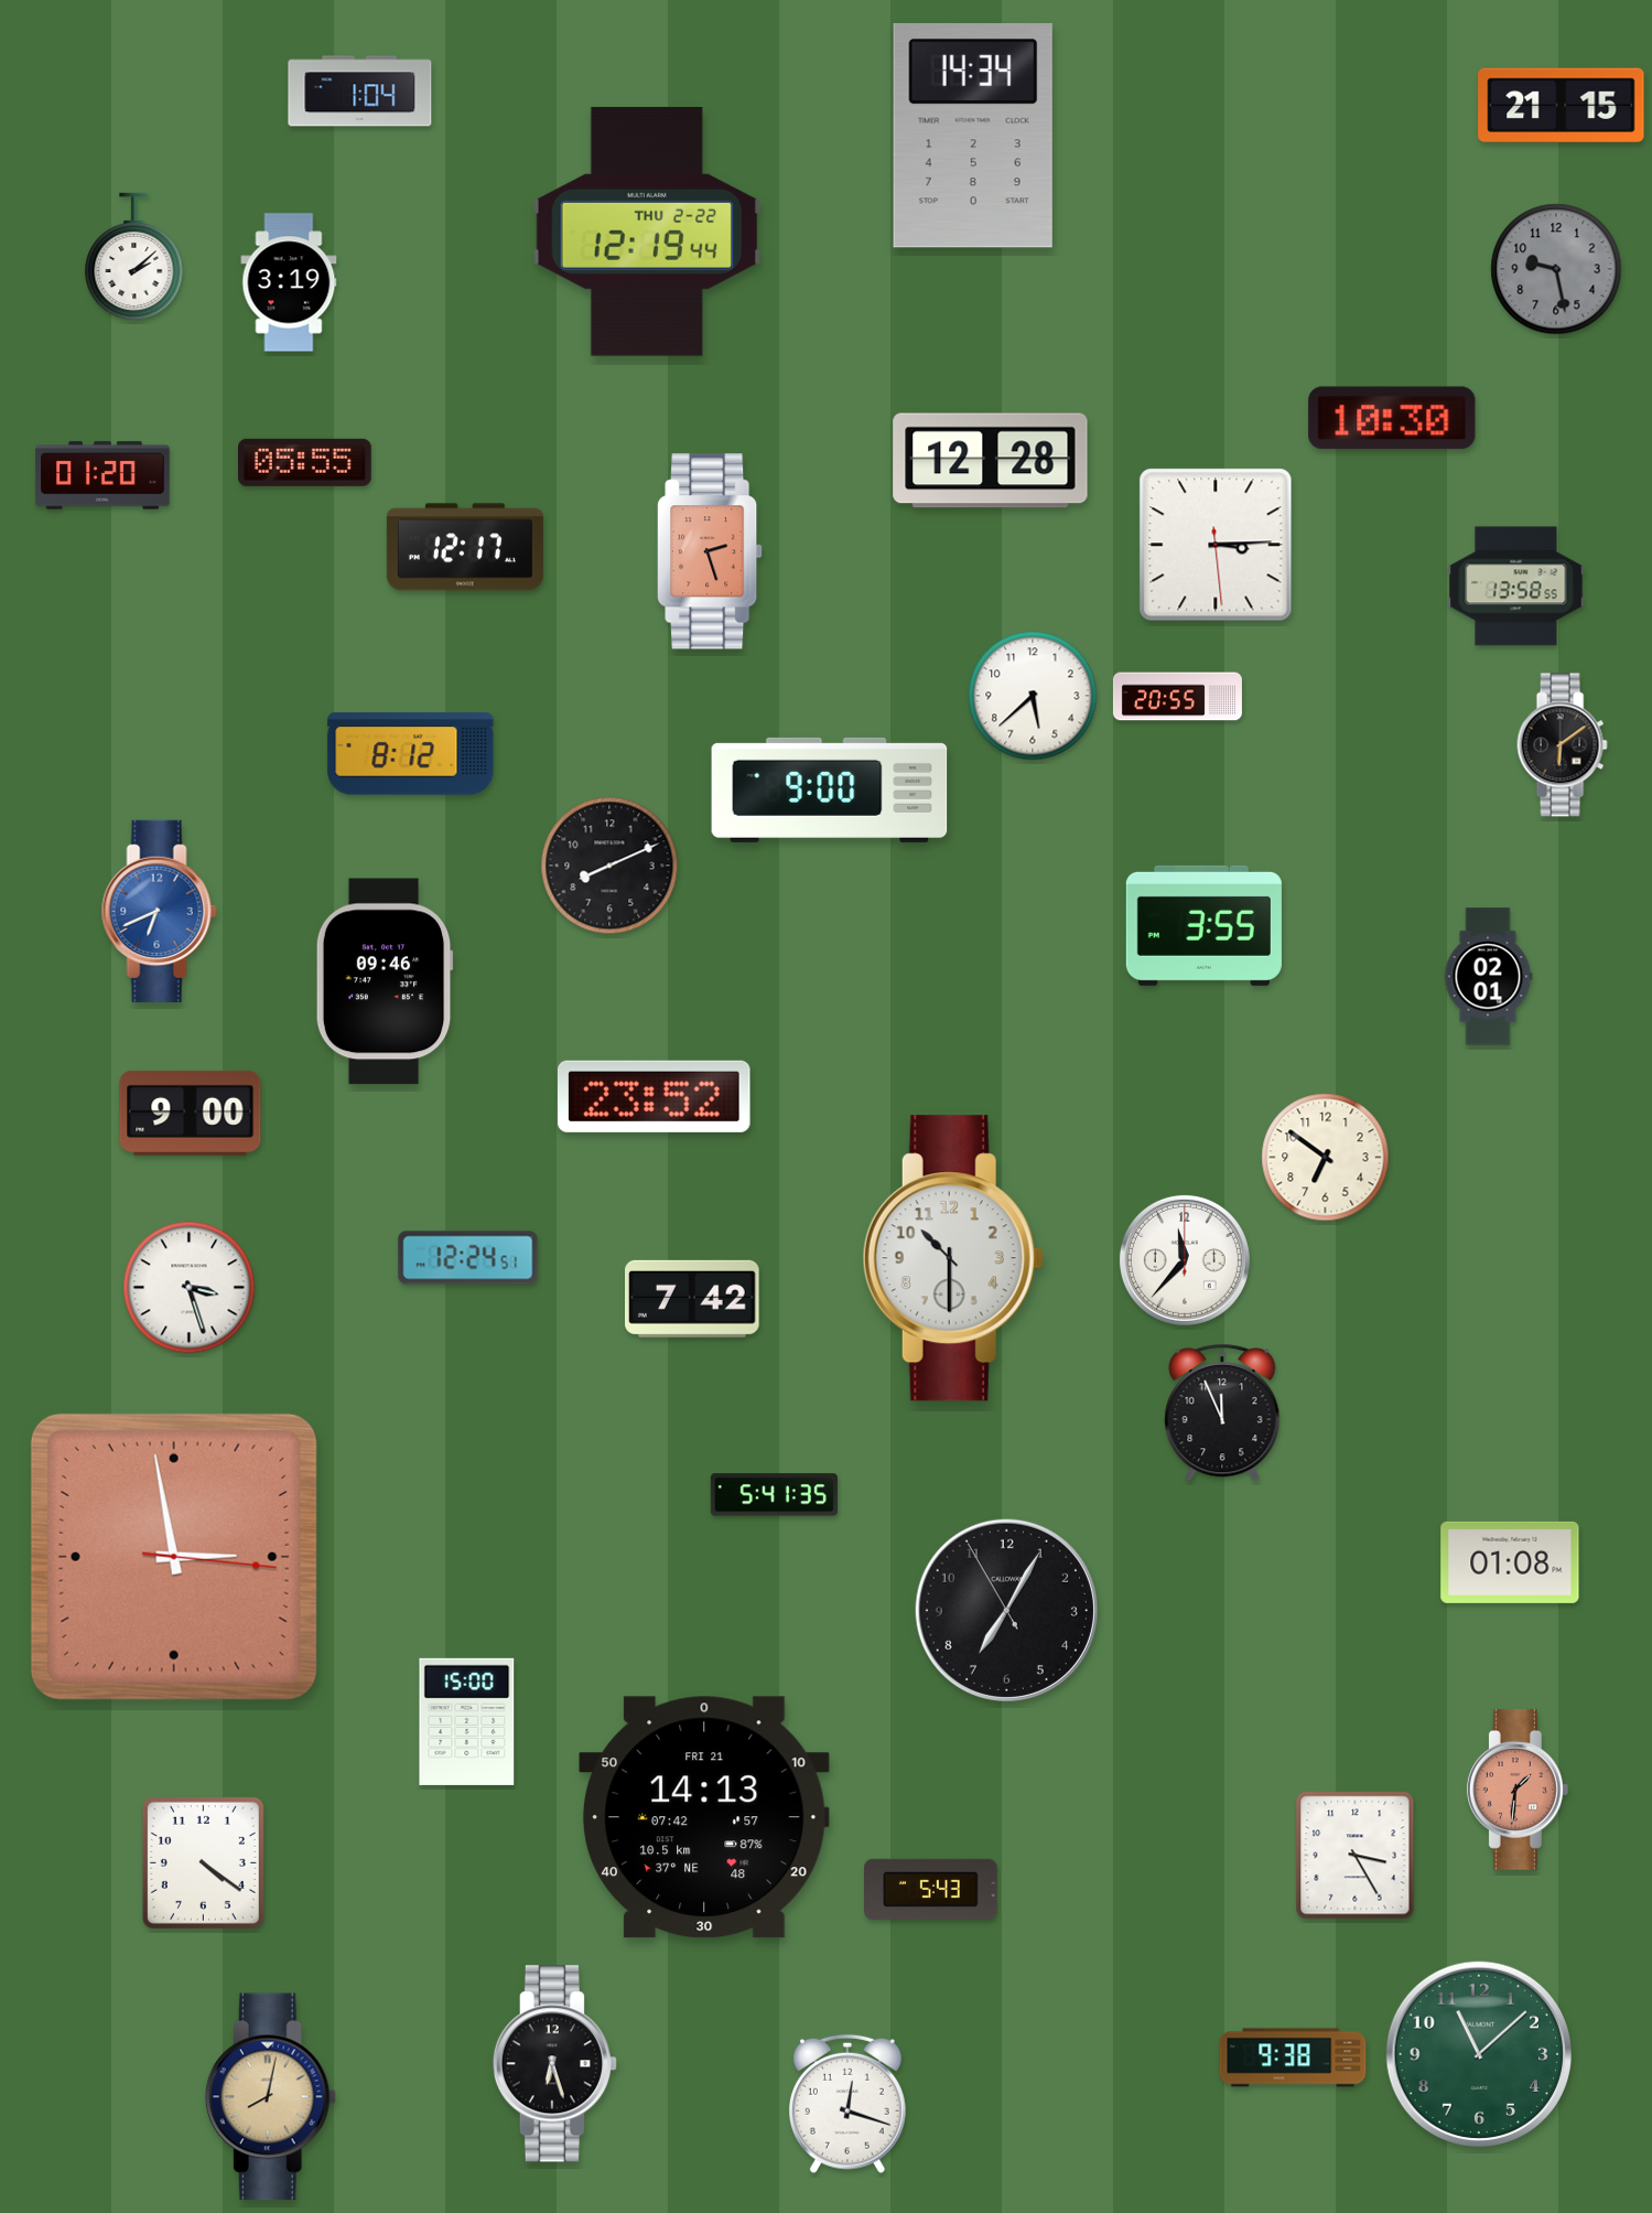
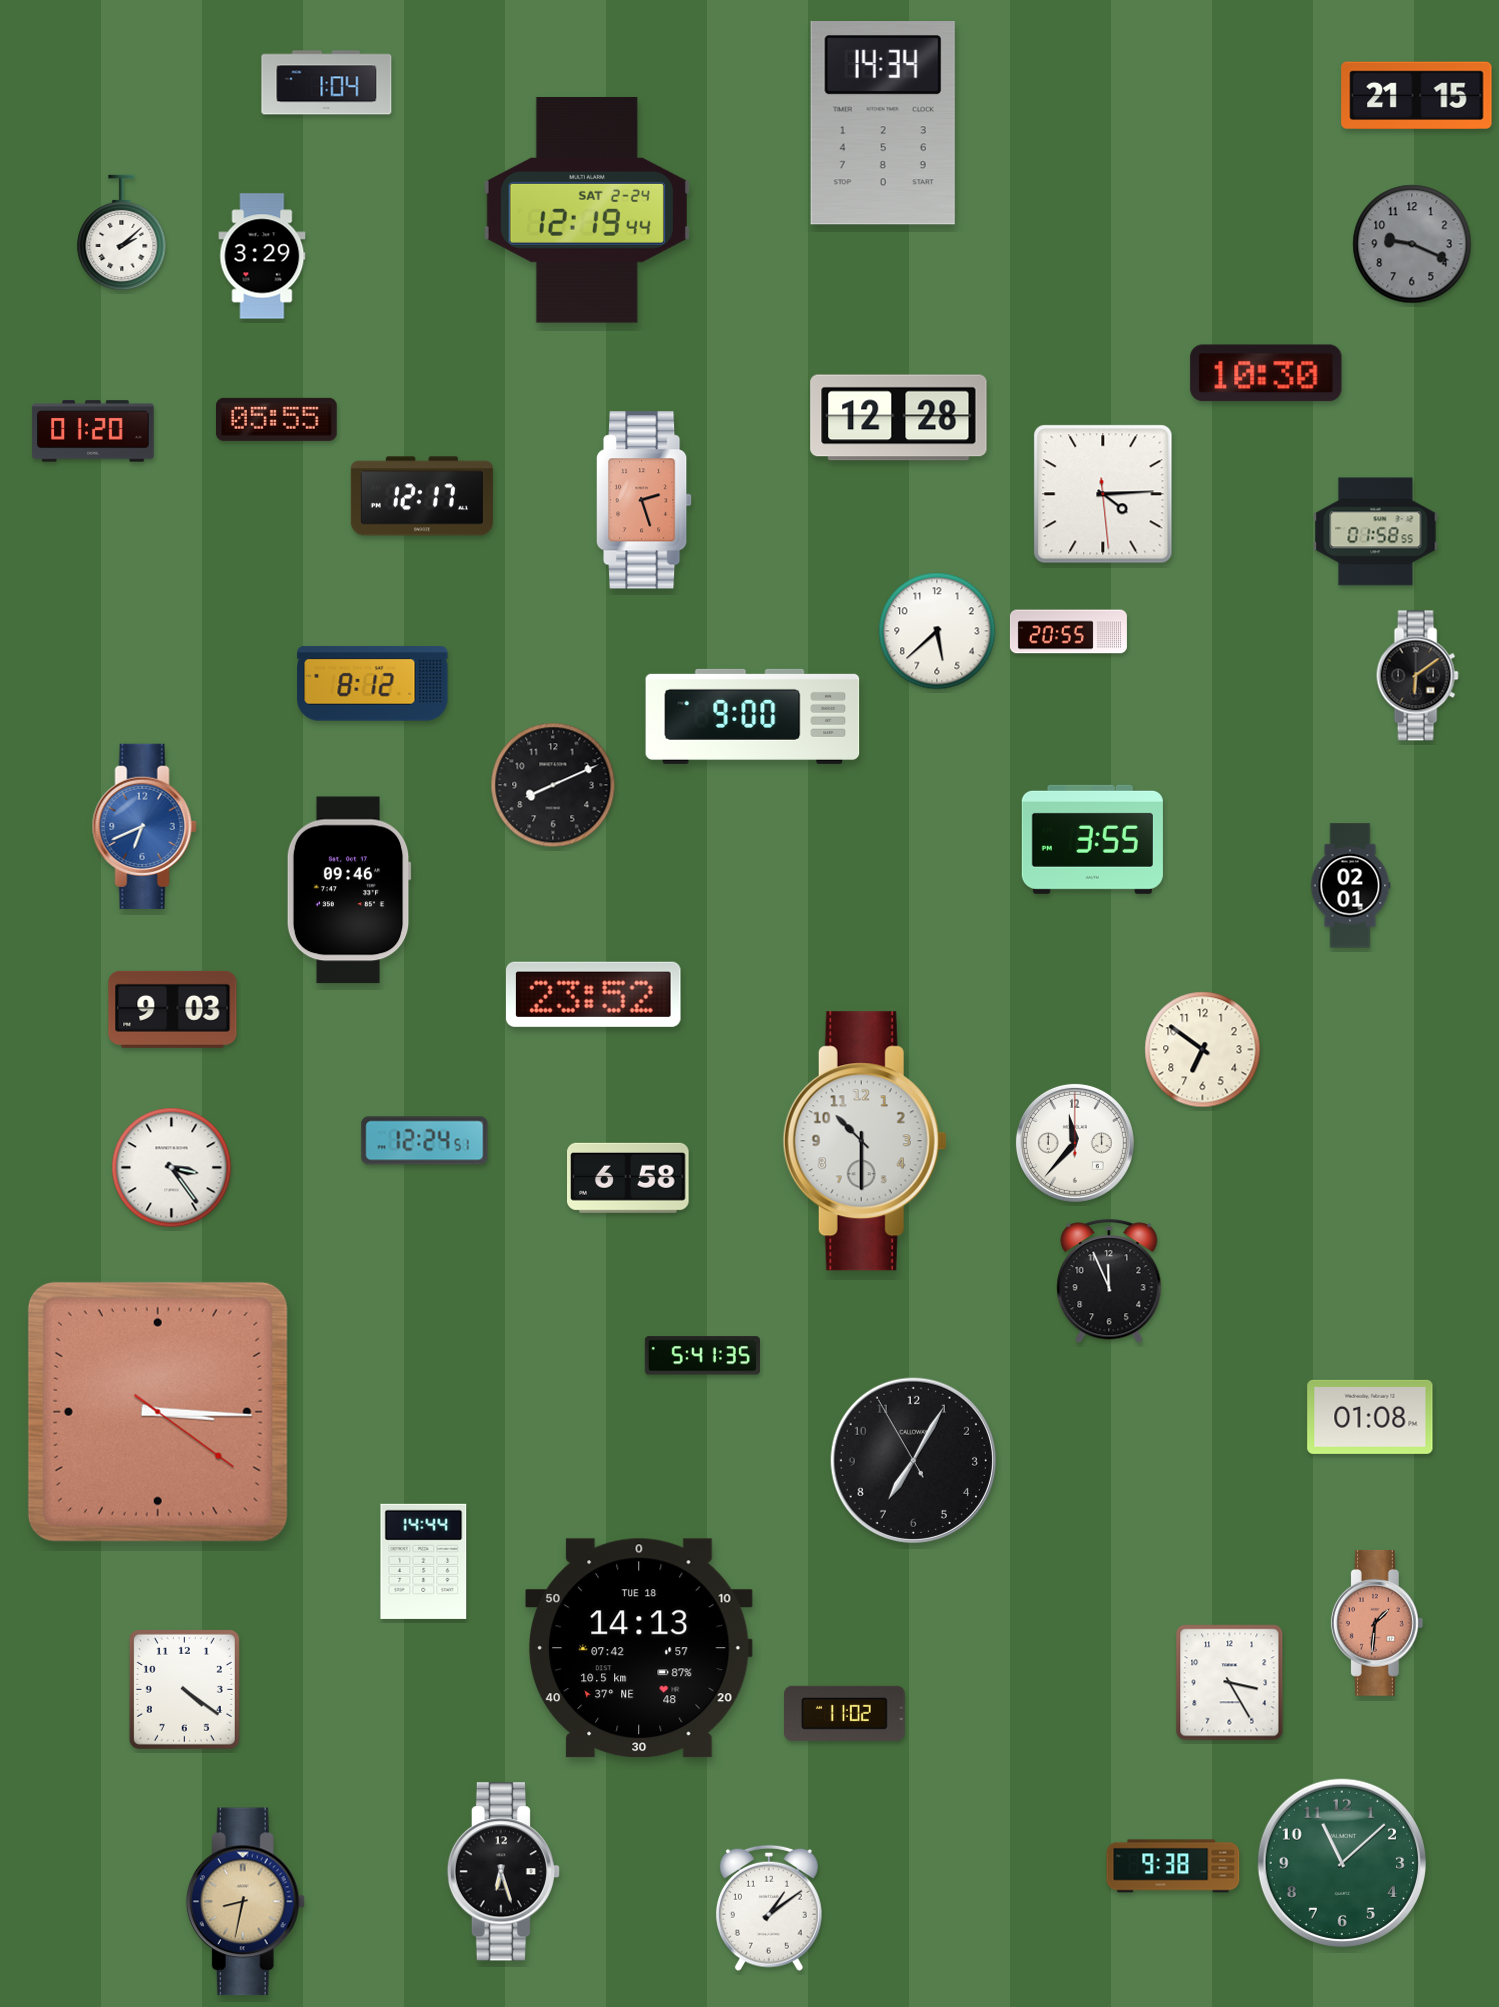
clock at (647, 232) date: THU 2-22 -> SAT 2-24
clock at (1556, 269): 9:28 -> 9:19
clock at (289, 282): 3:19 -> 3:29
clock at (1392, 418) position: (1392, 418) -> (1266, 373)
clock at (1216, 545): 3:14 -> 4:14
clock at (1516, 587): 13:58 -> 01:58
clock at (191, 1113): 9:00 -> 9:03
clock at (190, 1288): 3:27 -> 3:24
clock at (693, 1299): 7:42 -> 6:58
clock at (174, 1557): 2:58 -> 3:15
clock at (467, 1721): 15:00 -> 14:44
clock at (705, 1817) date: FRI 21 -> TUE 18
clock at (931, 1889): 5:43 -> 11:02
clock at (270, 2097): 8:02 -> 8:32
clock at (847, 2104): 12:18 -> 1:09
